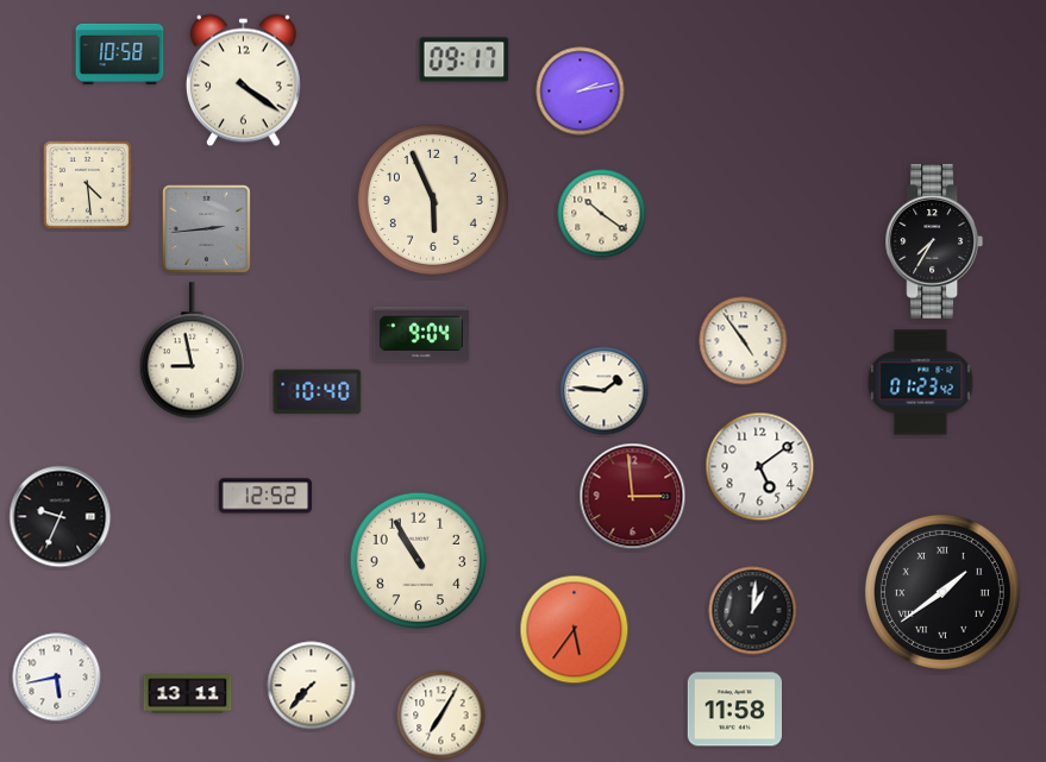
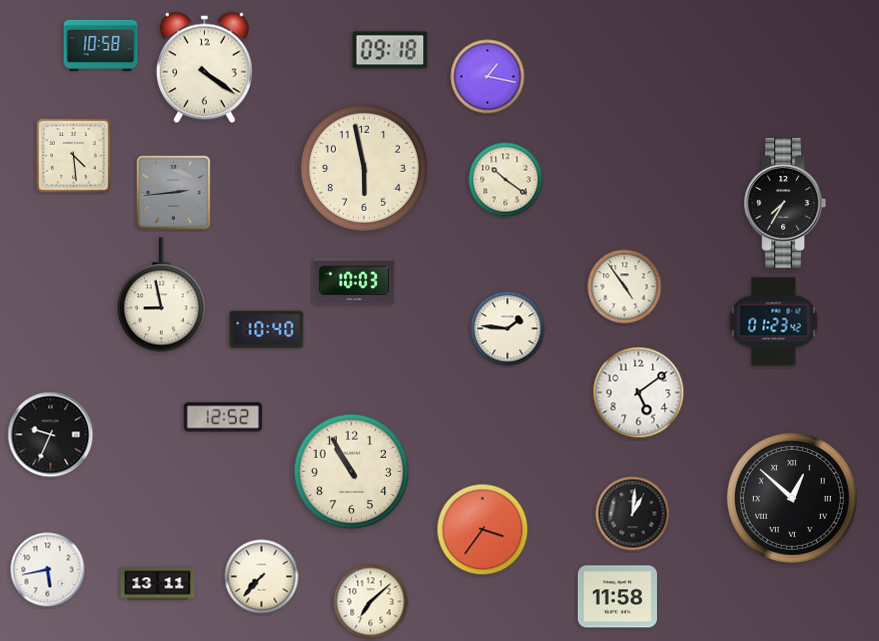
clock at (464, 59): 09:17 -> 09:18
clock at (581, 92): 2:13 -> 1:17
clock at (433, 200): 5:56 -> 5:58
clock at (421, 334): 9:04 -> 10:03
clock at (633, 497): 2:59 -> none
clock at (942, 592): 1:39 -> 12:52
clock at (575, 630): 5:36 -> 3:36
clock at (441, 716): 7:05 -> 7:08
